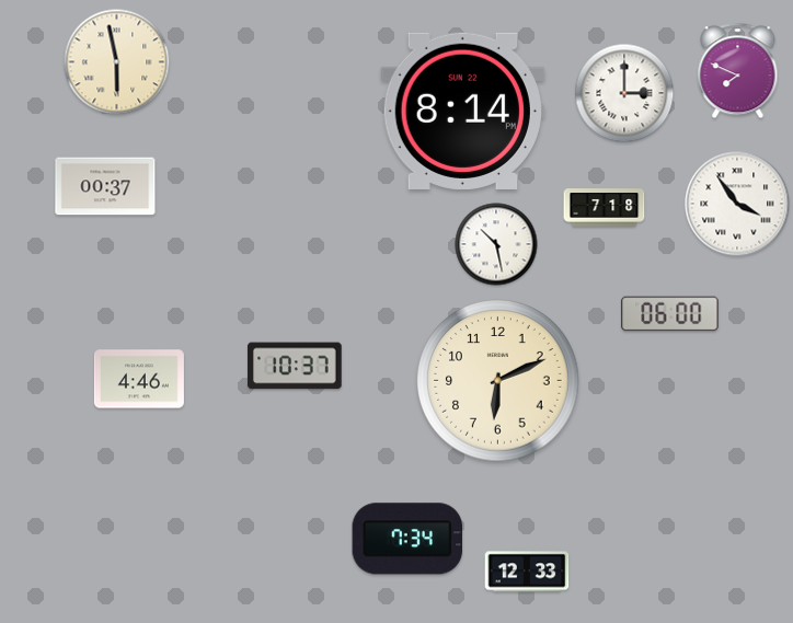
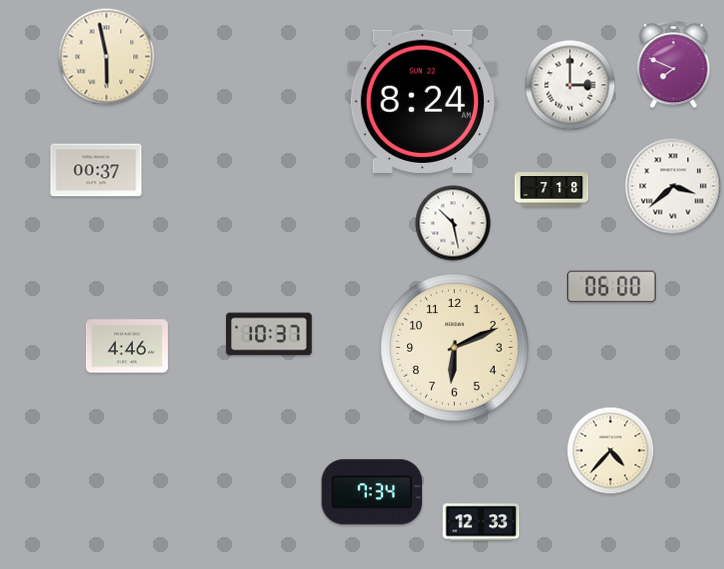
clock at (462, 111): 8:14 -> 8:24
clock at (737, 204): 3:54 -> 3:38
clock at (611, 451): none -> 4:37
